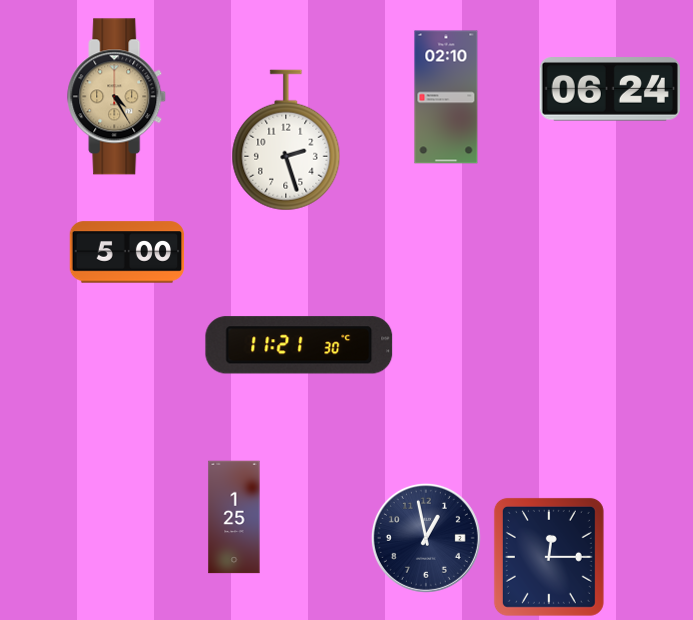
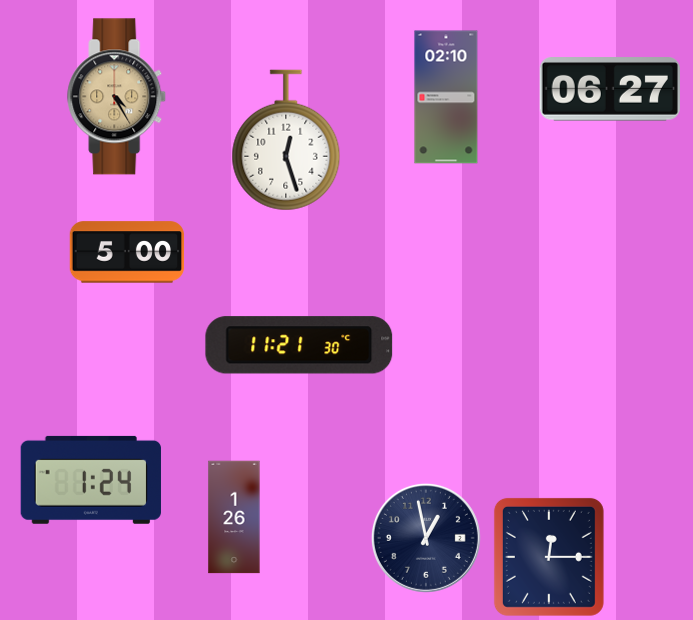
clock at (610, 89): 06:24 -> 06:27
clock at (286, 140): 2:27 -> 12:27
clock at (91, 480): none -> 1:24
clock at (234, 517): 1:25 -> 1:26
